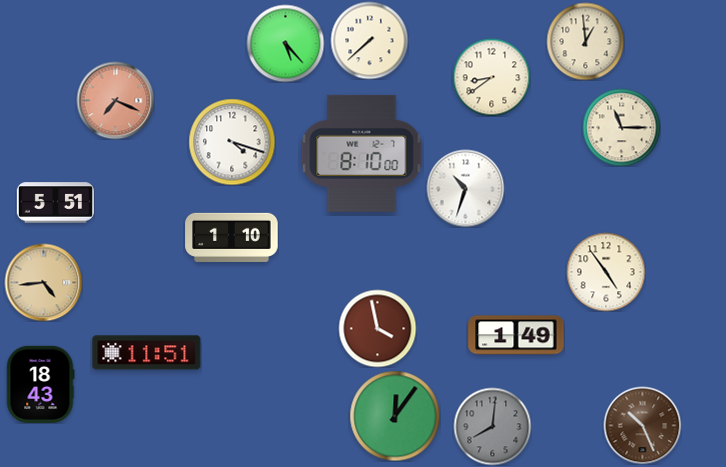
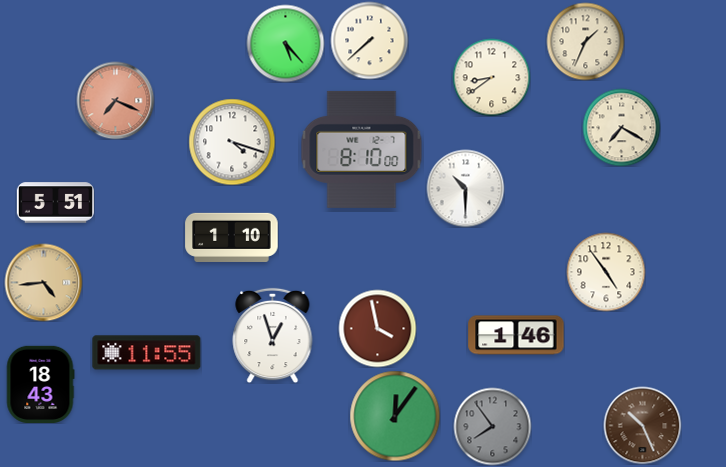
clock at (585, 41): 12:59 -> 1:34
clock at (621, 127): 11:15 -> 7:20
clock at (362, 153) position: (362, 153) -> (362, 149)
clock at (465, 188): 10:33 -> 10:30
clock at (273, 335): none -> 12:57
clock at (516, 335): 1:49 -> 1:46
clock at (147, 353): 11:51 -> 11:55
clock at (492, 426): 8:01 -> 7:54
